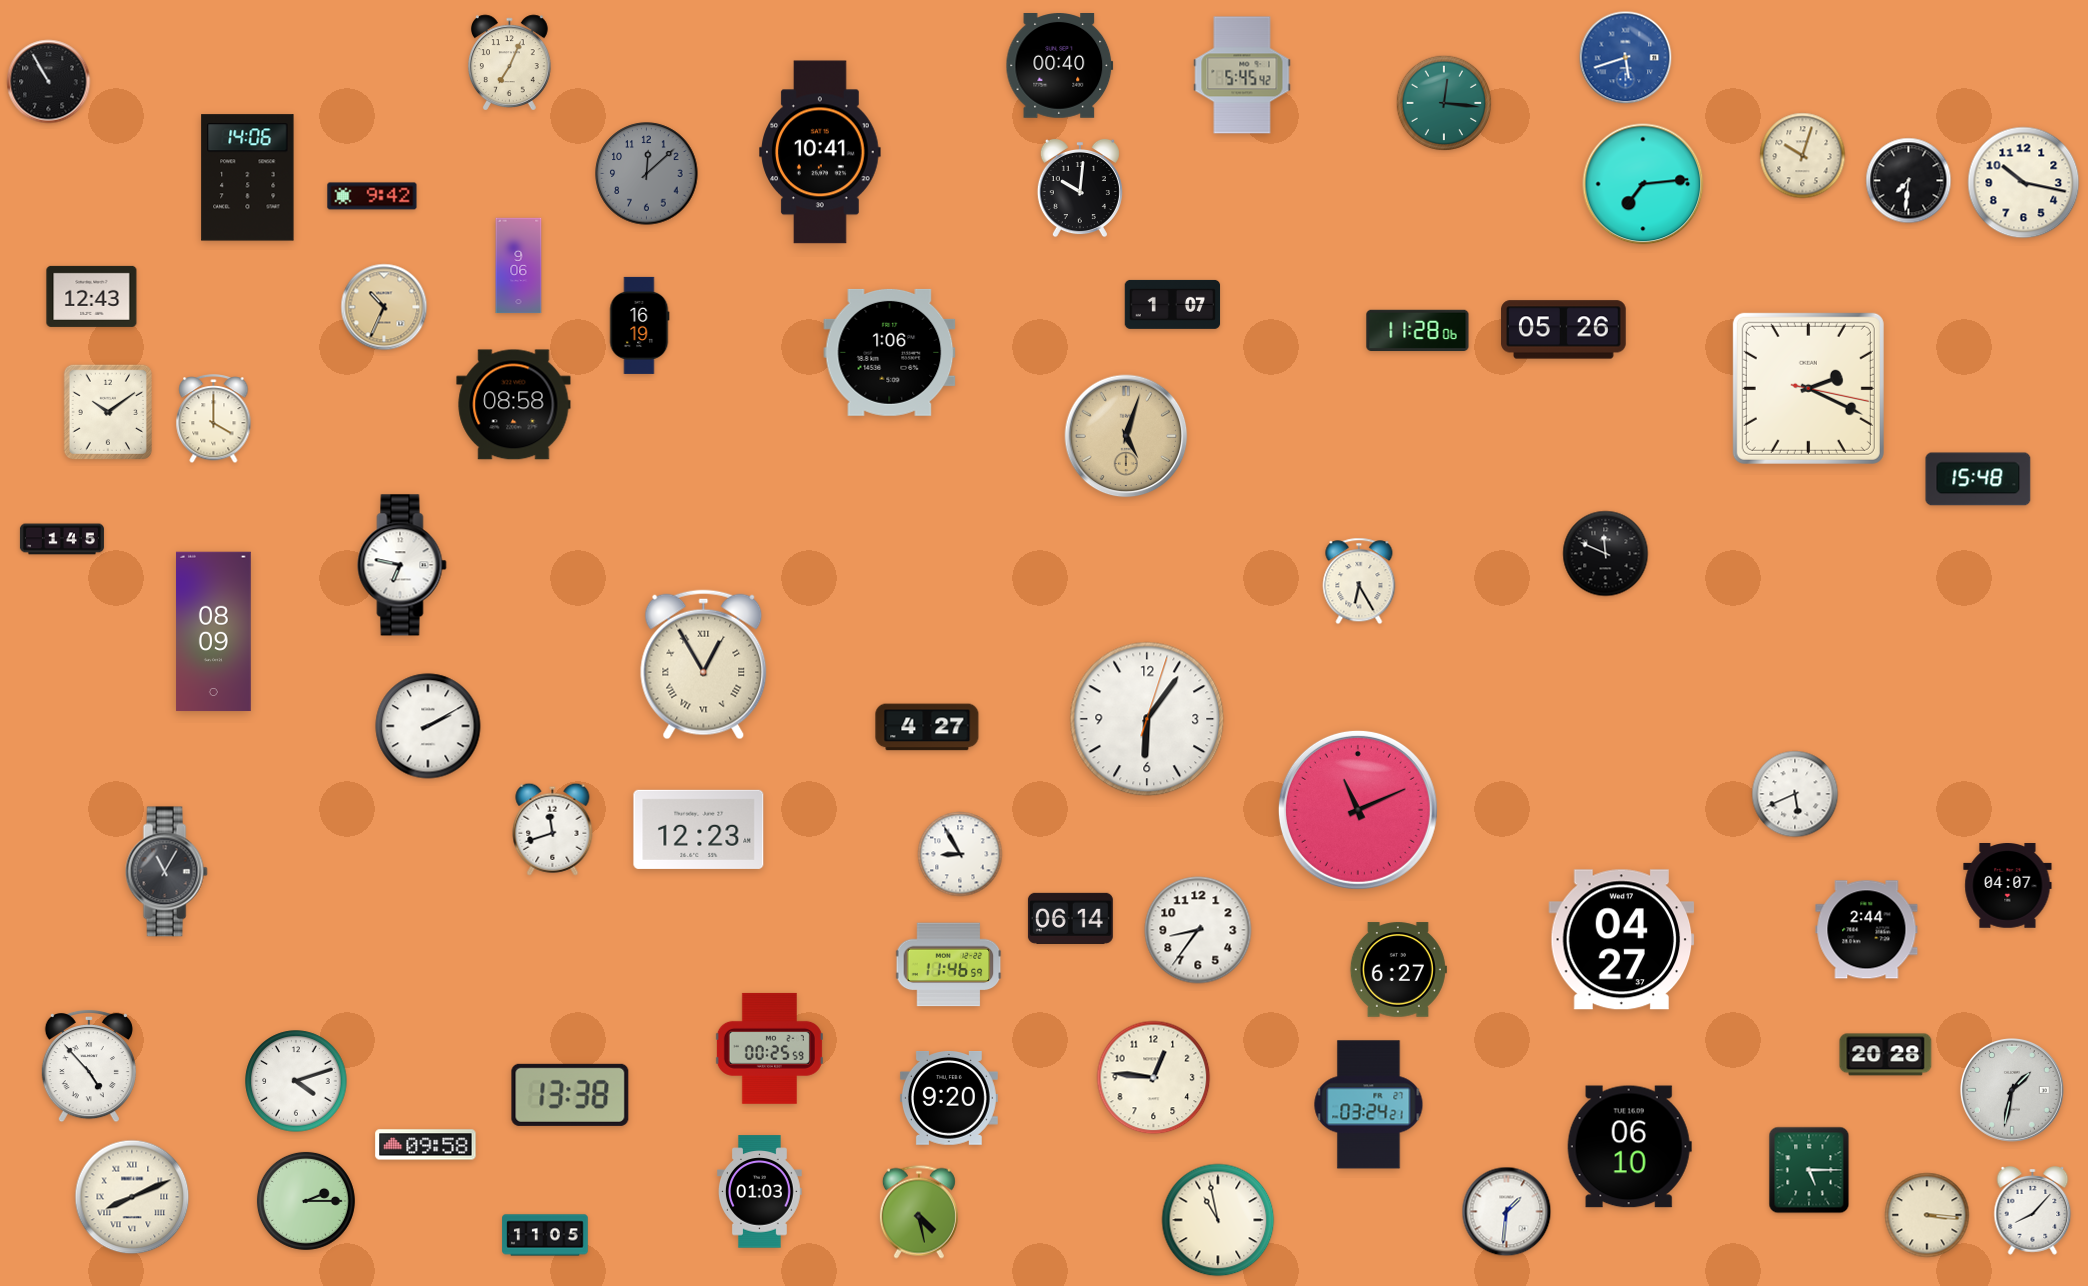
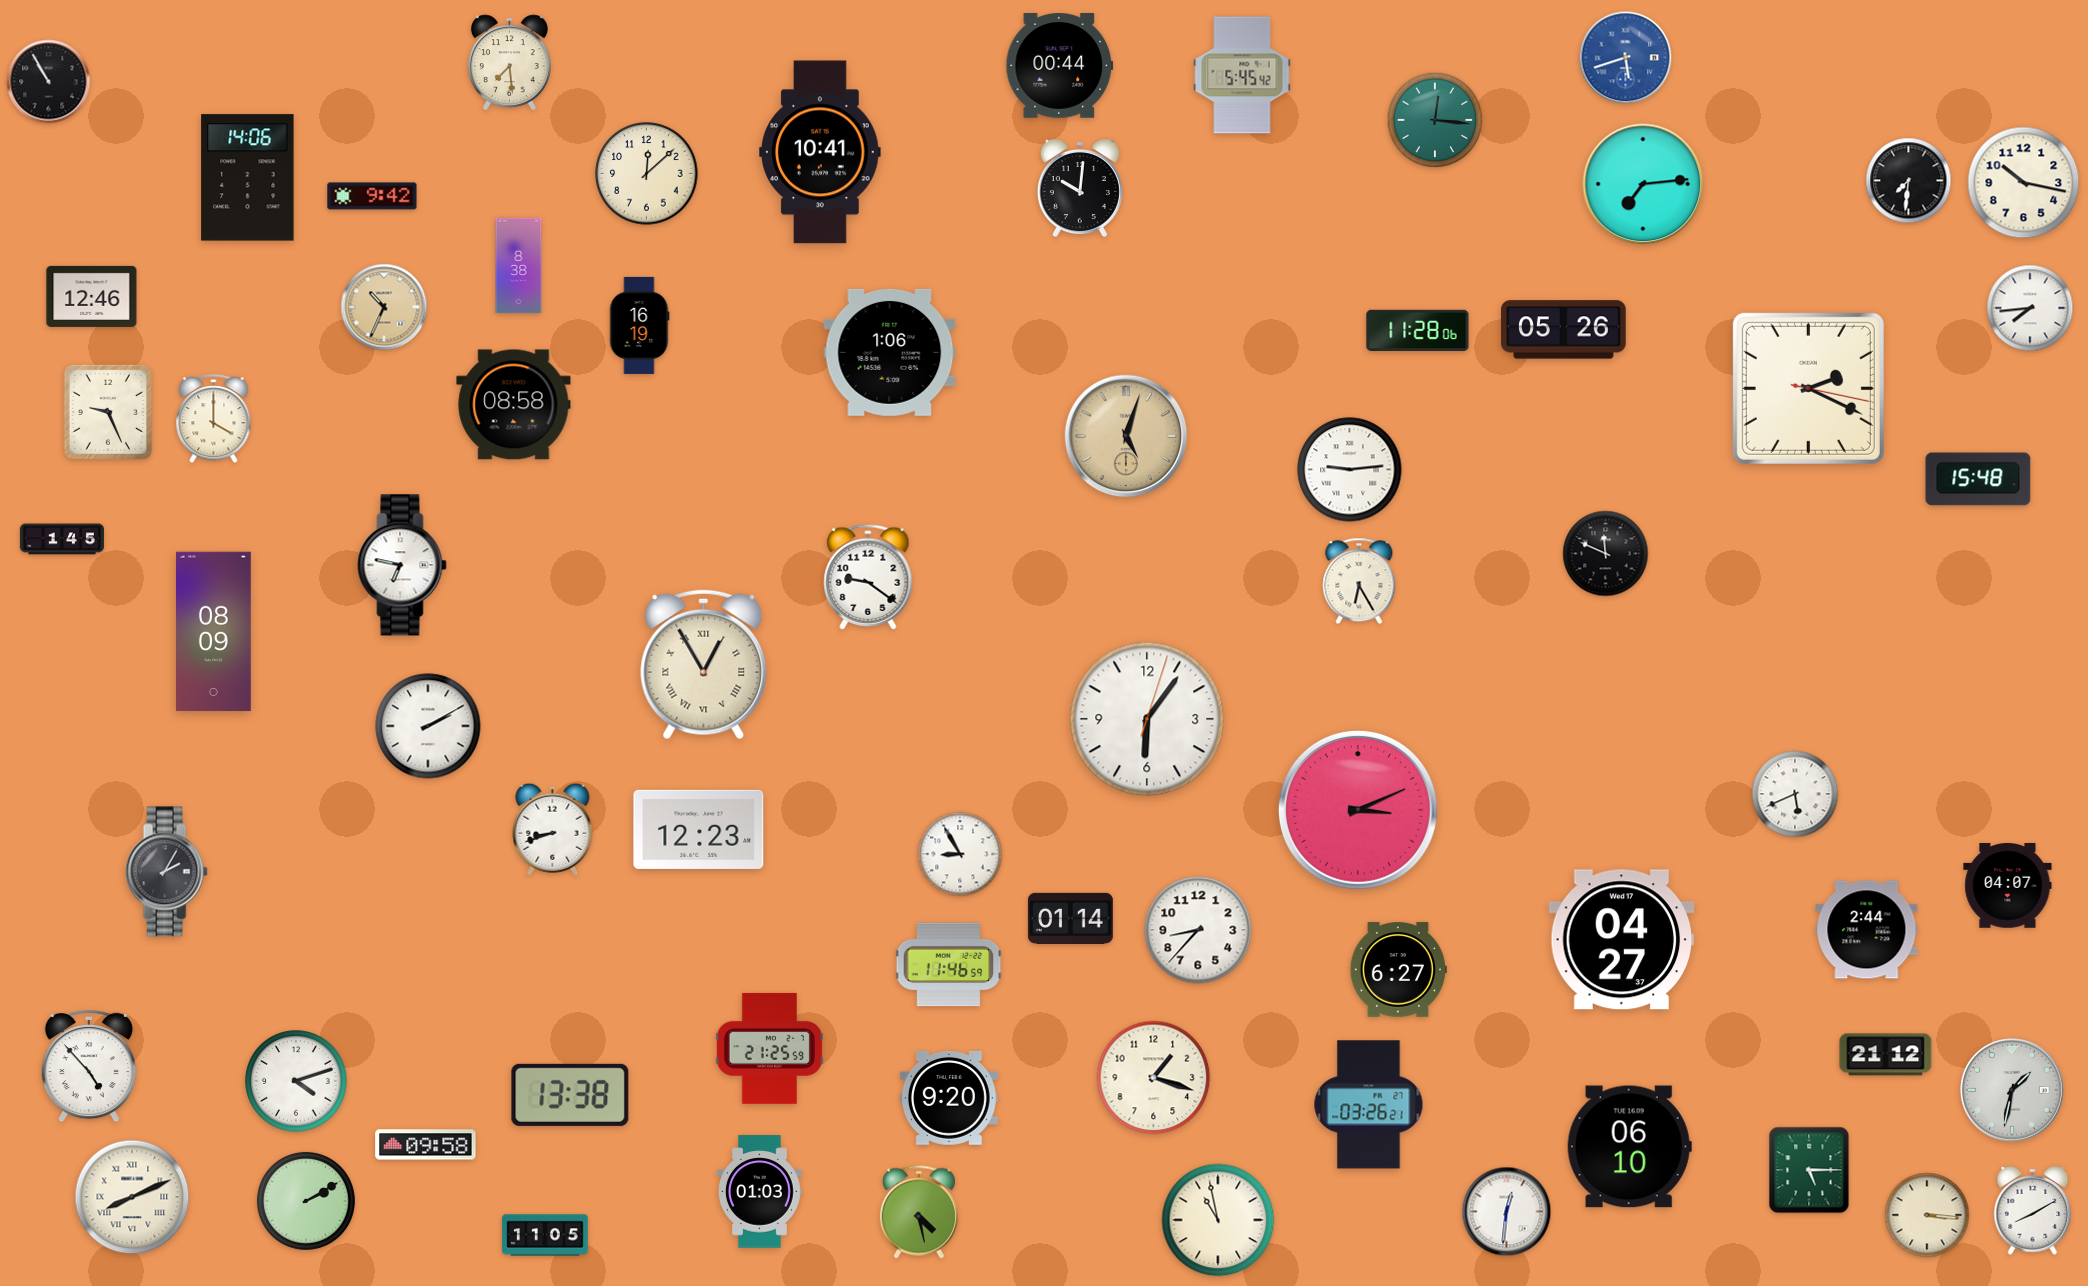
clock at (509, 62): 7:04 -> 7:29
clock at (1060, 66): 00:40 -> 00:44
clock at (1444, 103) position: (1444, 103) -> (1435, 120)
clock at (1803, 156): 10:03 -> none
clock at (647, 174) dial: grey -> cream
clock at (519, 266): 9:06 -> 8:38
clock at (92, 296): 12:43 -> 12:46
clock at (1173, 304): 1:07 -> none
clock at (2030, 308): none -> 7:44
clock at (108, 412): 10:09 -> 9:26
clock at (1350, 470): none -> 9:14
clock at (868, 577): none -> 9:21
clock at (927, 727): 4:27 -> none
clock at (1358, 810): 11:11 -> 3:11
clock at (553, 829): 11:42 -> 8:42
clock at (166, 872): 11:05 -> 2:05
clock at (1070, 918): 06:14 -> 01:14
clock at (1198, 930): 8:36 -> 8:37
clock at (769, 1048): 00:25 -> 21:25
clock at (1886, 1055): 20:28 -> 21:12
clock at (1154, 1078): 12:46 -> 1:18
clock at (1369, 1105): 03:24 -> 03:26
clock at (306, 1201): 2:15 -> 2:10
clock at (2033, 1211): 8:07 -> 8:10
clock at (1507, 1212): 1:31 -> 12:31
